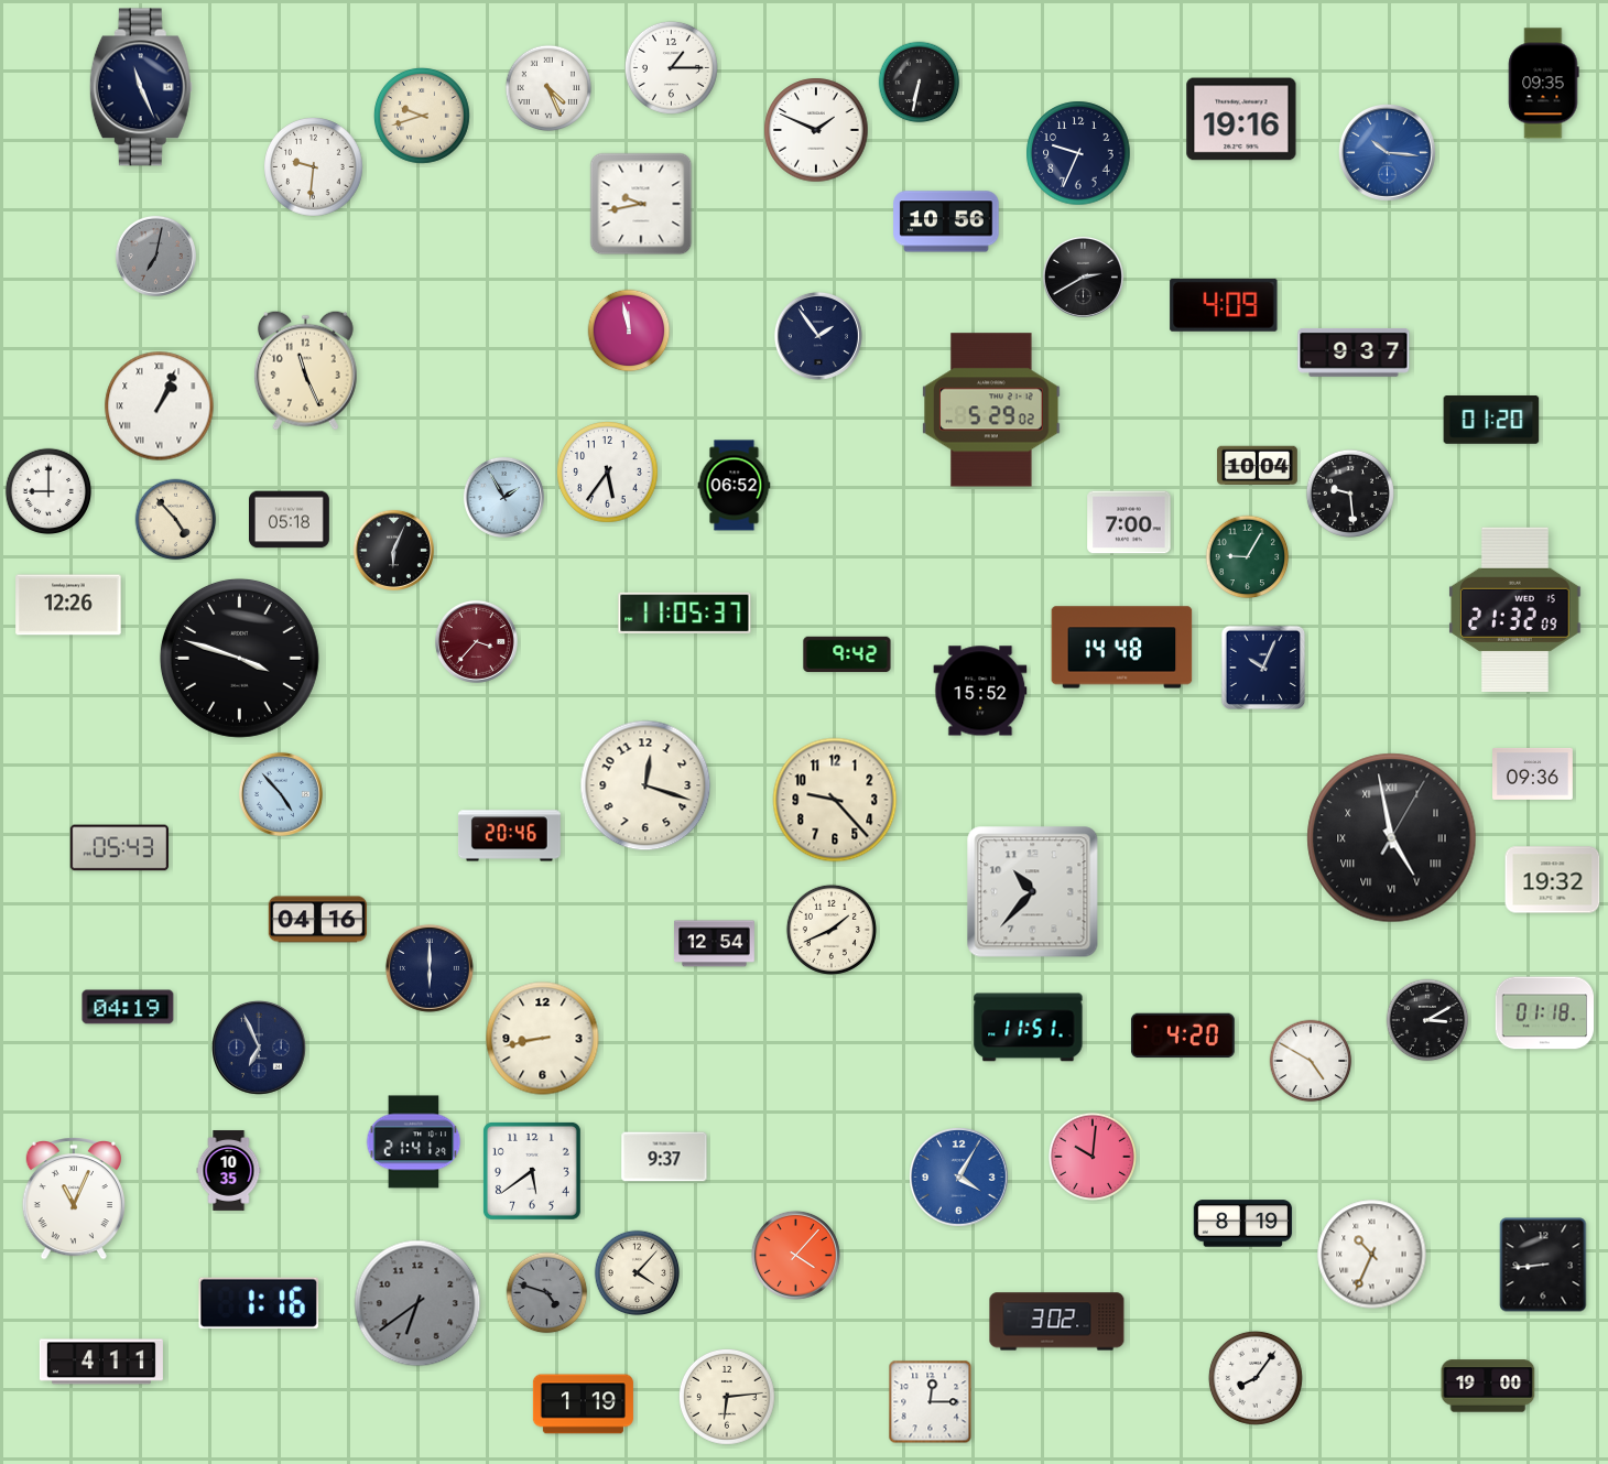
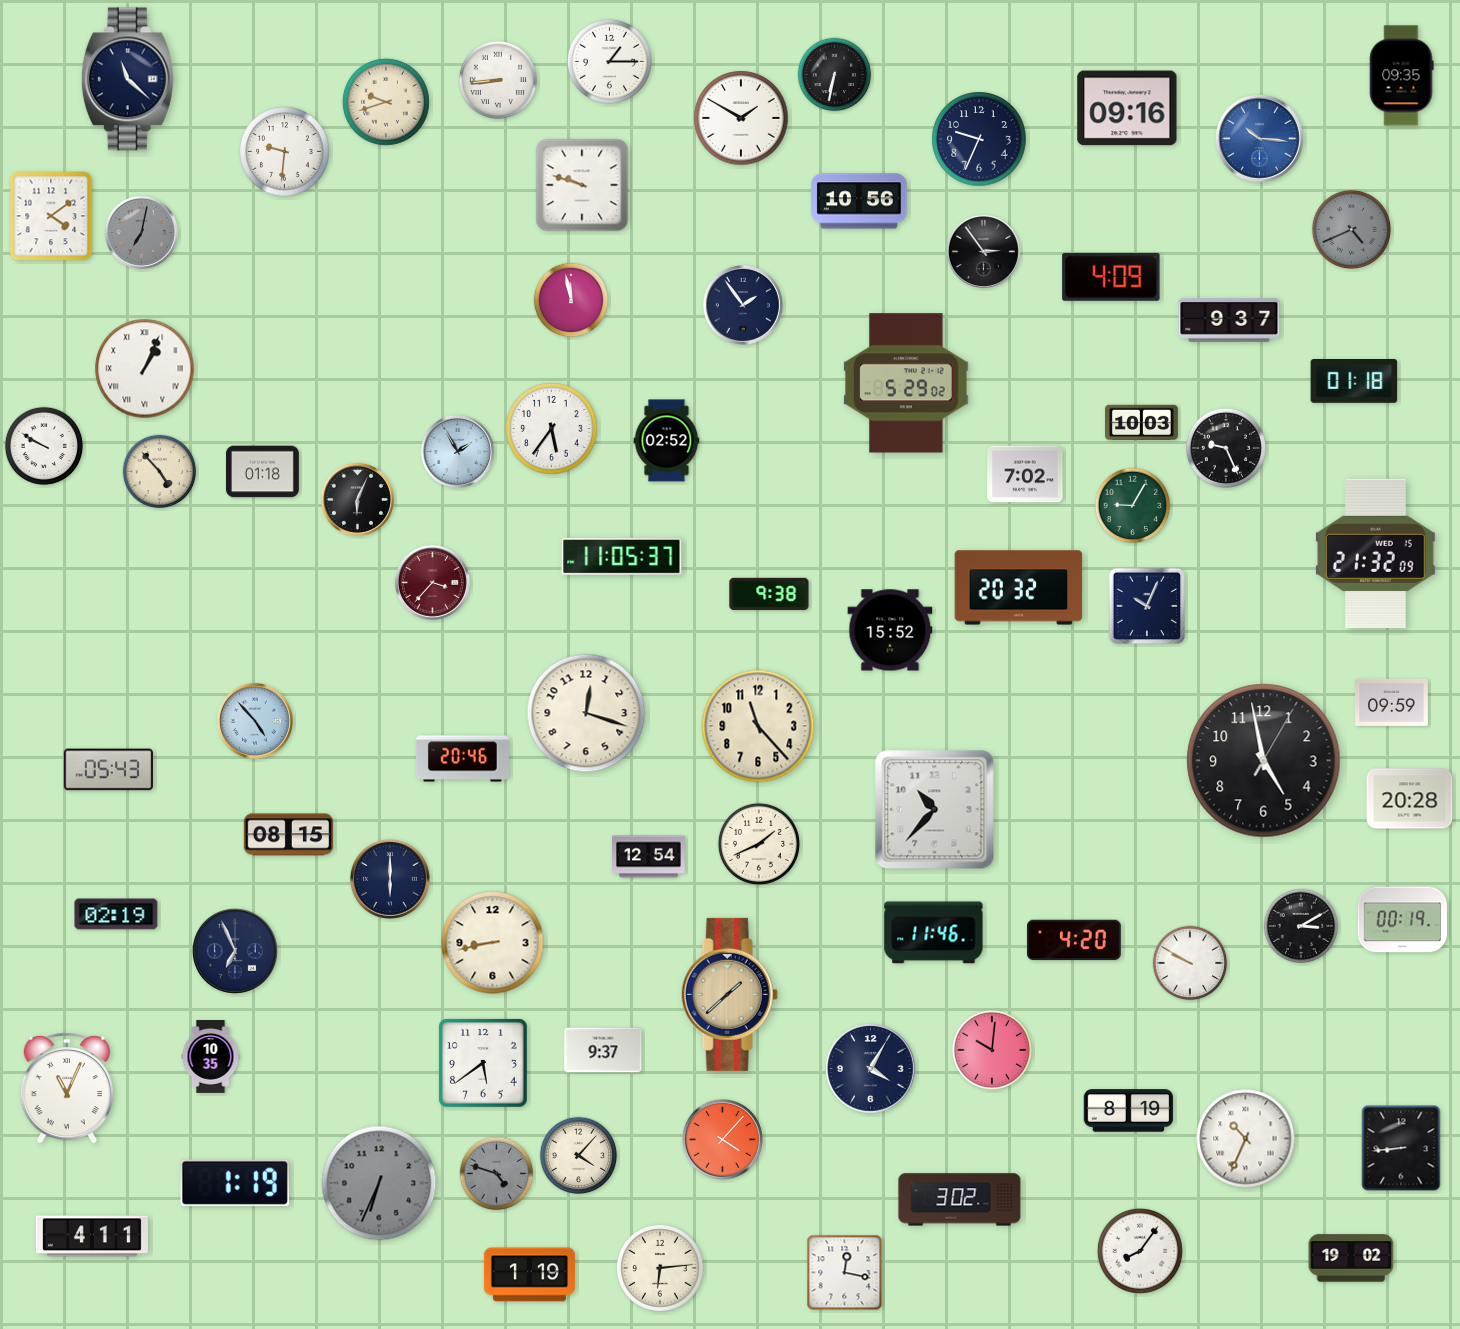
clock at (141, 87): 11:26 -> 11:22
clock at (548, 88): 4:26 -> 8:44
clock at (422, 116) position: (422, 116) -> (386, 102)
clock at (1241, 119): 19:16 -> 09:16
clock at (816, 130): 1:49 -> 1:50
clock at (641, 204): 9:43 -> 9:48
clock at (51, 216): none -> 4:09
clock at (1351, 229): none -> 4:41
clock at (1083, 276): 2:40 -> 2:54
clock at (305, 370): 11:26 -> none
clock at (991, 410) position: (991, 410) -> (906, 383)
clock at (1491, 421): 01:20 -> 01:18
clock at (1258, 466): 10:04 -> 10:03
clock at (735, 486): 06:52 -> 02:52
clock at (48, 491): 9:00 -> 9:50
clock at (1349, 492): 9:29 -> 9:26
clock at (290, 520): 05:18 -> 01:18
clock at (1129, 522): 7:00 -> 7:02
clock at (68, 605): 12:26 -> none
clock at (1122, 648): 14:48 -> 20:32
clock at (847, 654): 9:42 -> 9:38
clock at (239, 658): 3:48 -> none
clock at (980, 691) position: (980, 691) -> (890, 630)
clock at (1533, 773): 09:36 -> 09:59
clock at (835, 800): 9:23 -> 11:23
clock at (1392, 838) numerals: Roman -> Arabic
clock at (1553, 880): 19:32 -> 20:28
clock at (1033, 892) position: (1033, 892) -> (935, 810)
clock at (318, 920): 04:16 -> 08:15
clock at (832, 930) position: (832, 930) -> (759, 844)
clock at (128, 1007): 04:19 -> 02:19
clock at (1544, 1013): 01:18 -> 00:19
clock at (1427, 1020) position: (1427, 1020) -> (1301, 926)
clock at (1029, 1028): 11:51 -> 11:46
clock at (1311, 1061): 4:50 -> 9:50
clock at (729, 994): none -> 1:38
clock at (414, 1142): 21:41 -> none
clock at (229, 1171) position: (229, 1171) -> (211, 1057)
clock at (959, 1178) dial: blue -> navy
clock at (259, 1303): 1:16 -> 1:19
clock at (417, 1303): 6:39 -> 6:34
clock at (1488, 1386): 19:00 -> 19:02
clock at (931, 1402): 12:15 -> 12:17
